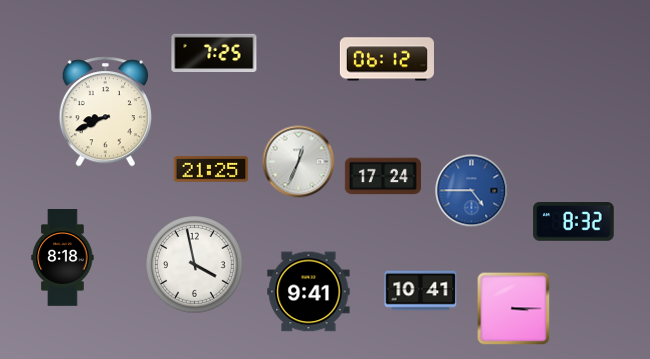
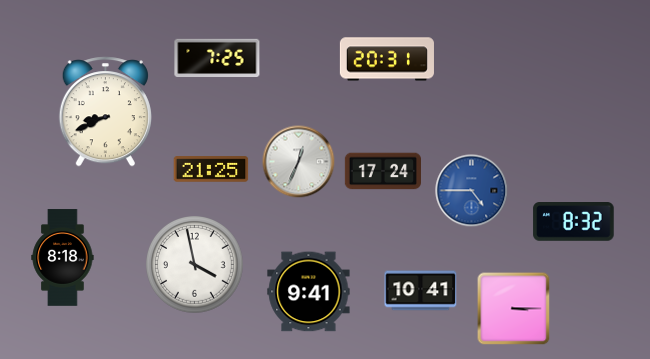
clock at (214, 53) position: (214, 53) -> (217, 58)
clock at (387, 59): 06:12 -> 20:31
clock at (382, 176) position: (382, 176) -> (382, 171)
